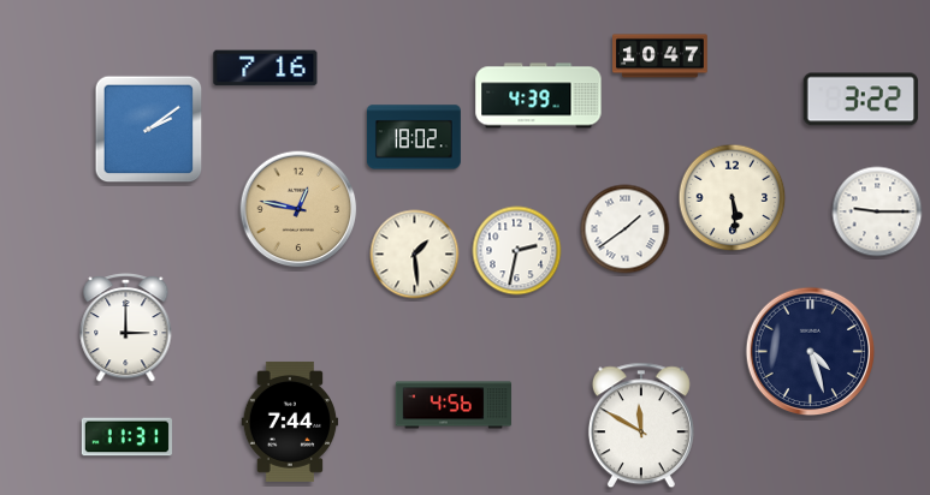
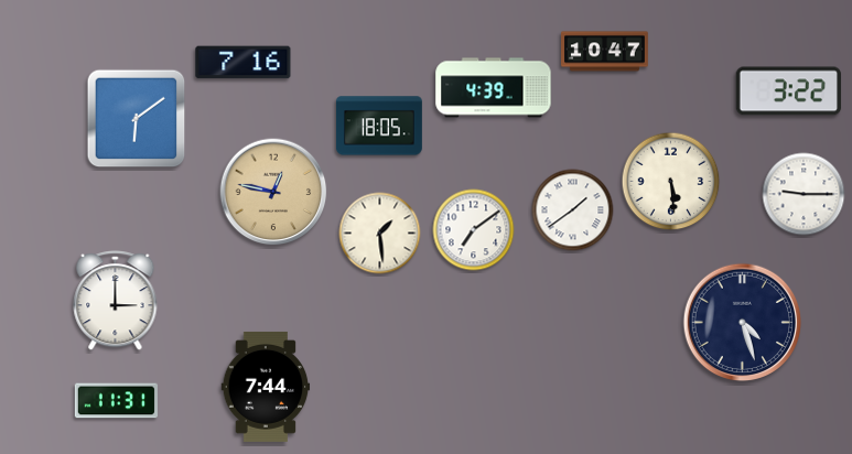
clock at (149, 130): 2:09 -> 6:09
clock at (414, 137): 18:02 -> 18:05
clock at (517, 251): 2:32 -> 7:09
clock at (452, 405): 4:56 -> none
clock at (641, 425): 11:50 -> none
